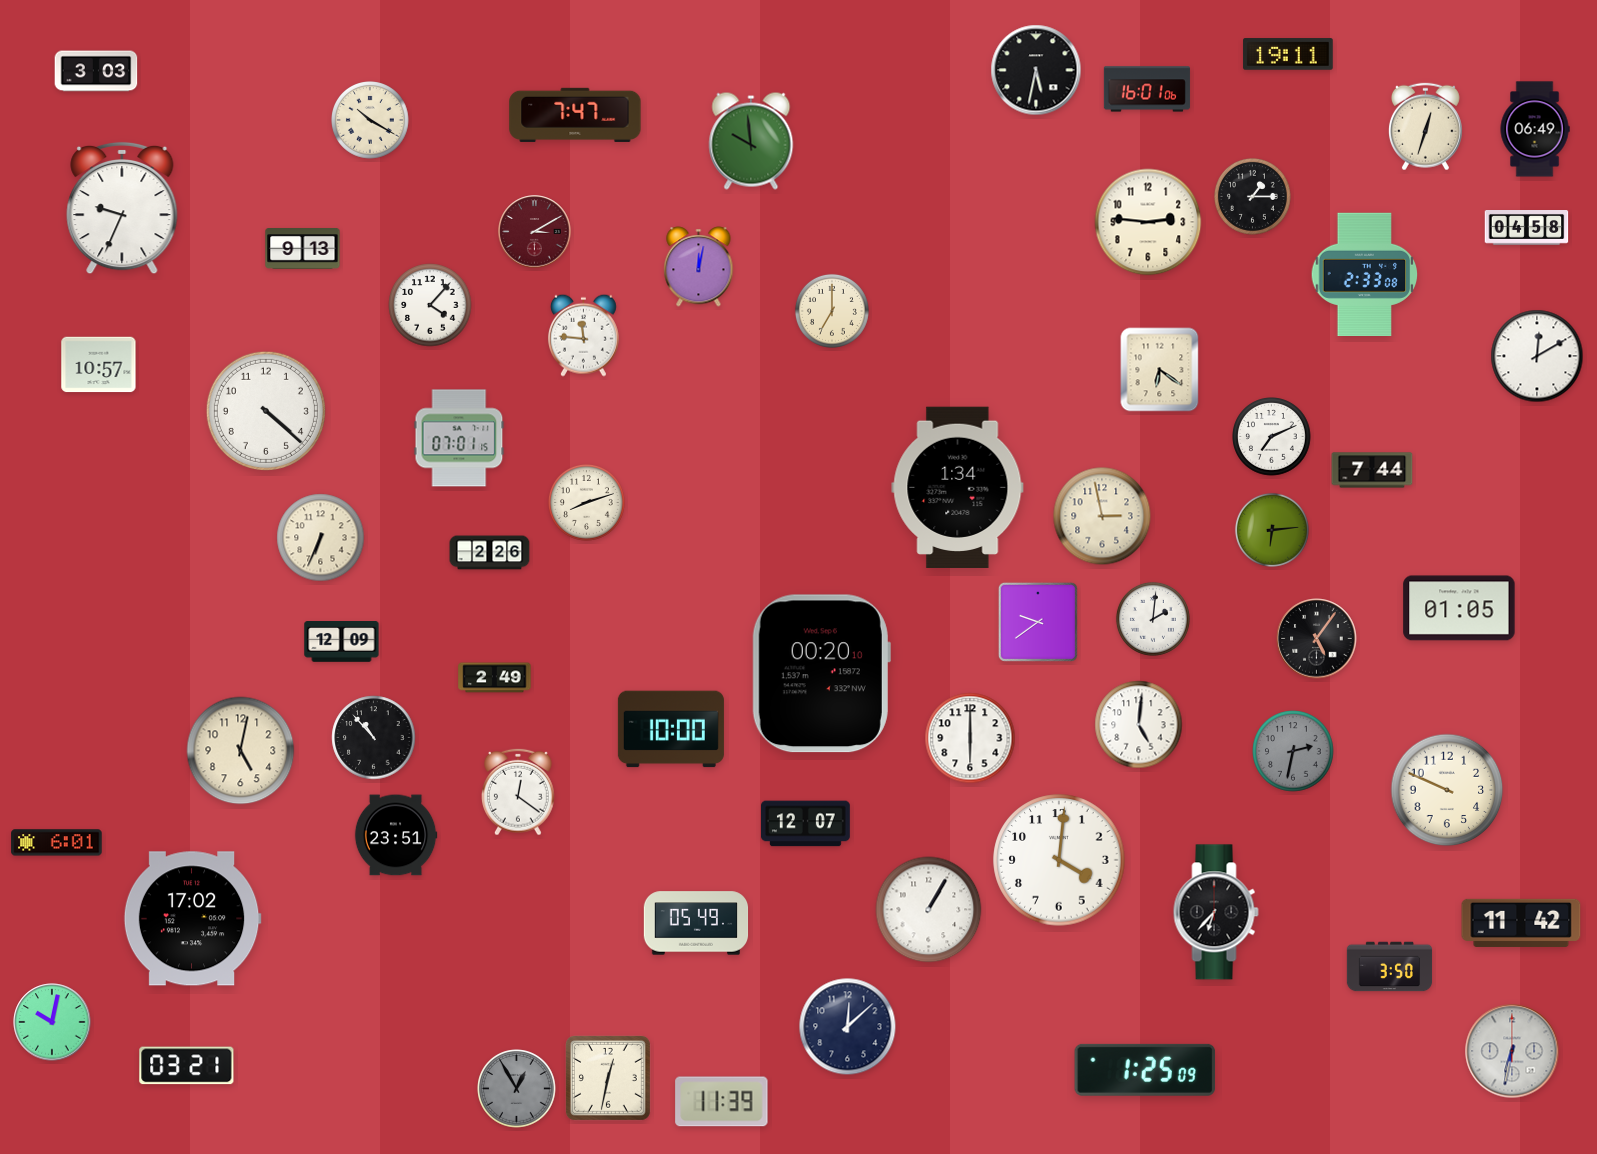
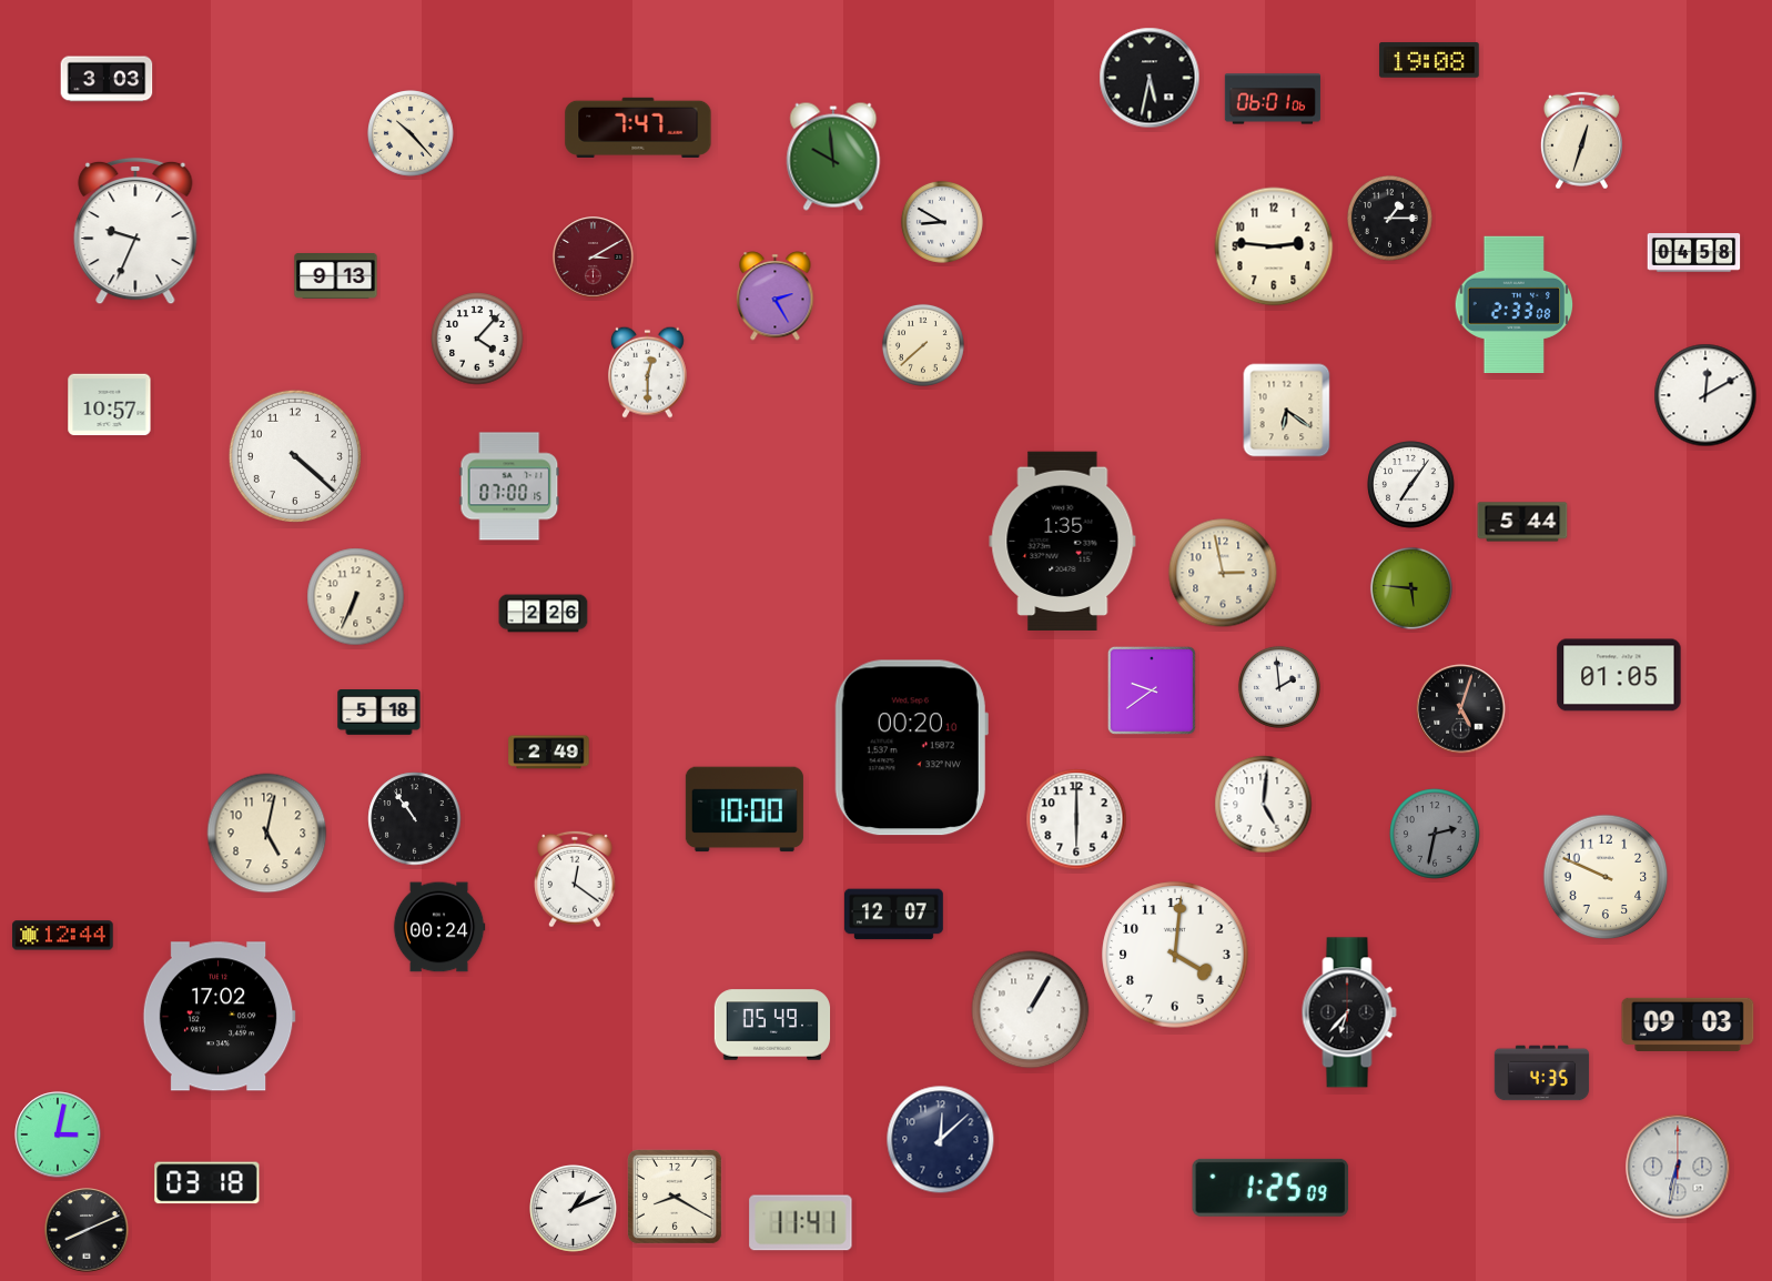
clock at (1288, 54): 19:11 -> 19:08
clock at (1147, 89): 16:01 -> 06:01
clock at (371, 121): 10:20 -> 10:23
clock at (1535, 129): 06:49 -> none
clock at (942, 222): none -> 8:50
clock at (699, 267): 12:02 -> 2:25
clock at (832, 311): 7:00 -> 7:38
clock at (583, 335): 11:46 -> 12:30
clock at (1272, 437): 7:11 -> 7:06
clock at (459, 438): 07:01 -> 07:00
clock at (1372, 470): 7:44 -> 5:44
clock at (958, 487): 1:34 -> 1:35
clock at (587, 503): 8:12 -> none
clock at (1272, 530): 6:14 -> 5:46
clock at (1153, 619): 2:01 -> 1:59
clock at (1317, 639): 5:06 -> 5:03
clock at (342, 642): 12:09 -> 5:18
clock at (374, 738): 10:53 -> 10:54
clock at (396, 835): 23:51 -> 00:24
clock at (57, 843): 6:01 -> 12:44
clock at (192, 919) position: (192, 919) -> (219, 1017)
clock at (1521, 923): 11:42 -> 09:03
clock at (1390, 967): 3:50 -> 4:35
clock at (52, 1022): 10:02 -> 3:02
clock at (187, 1066): 03:21 -> 03:18
clock at (608, 1078): 12:32 -> 8:20
clock at (517, 1089): 12:55 -> 1:11
clock at (517, 1089) dial: grey -> white
clock at (722, 1102): 11:39 -> 11:41
clock at (87, 1230): none -> 8:11
